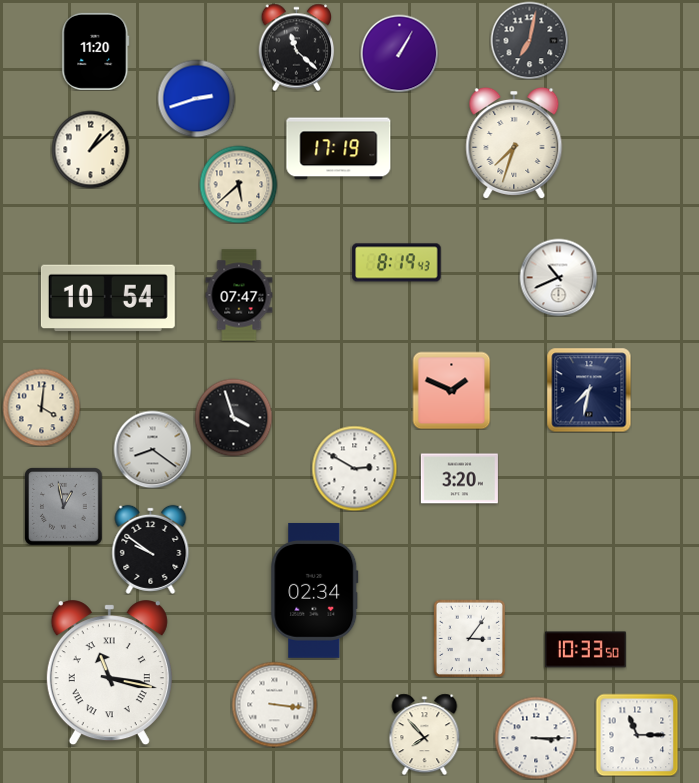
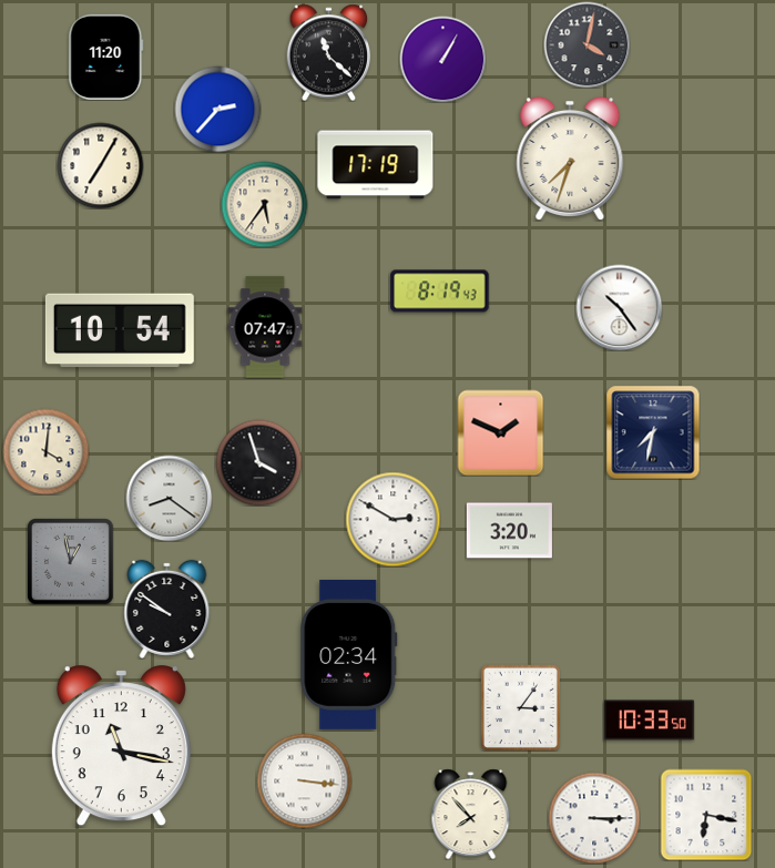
clock at (529, 40): 7:02 -> 4:02
clock at (196, 98): 2:42 -> 2:37
clock at (90, 149): 1:08 -> 7:05
clock at (238, 184): 5:38 -> 5:36
clock at (558, 277): 10:41 -> 10:24
clock at (109, 673) numerals: Roman -> Arabic
clock at (637, 735): 11:15 -> 6:17
